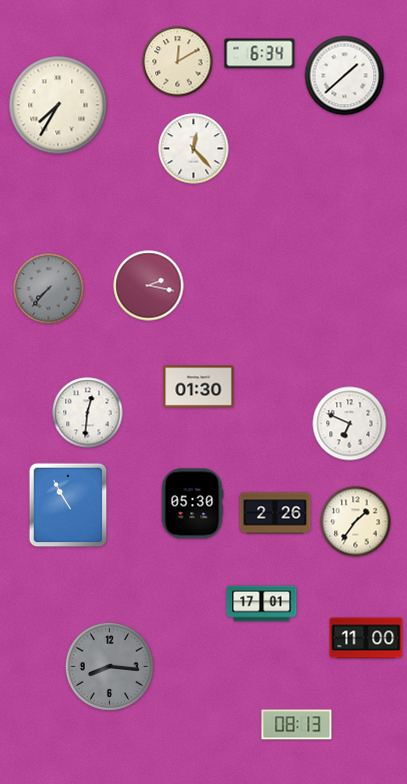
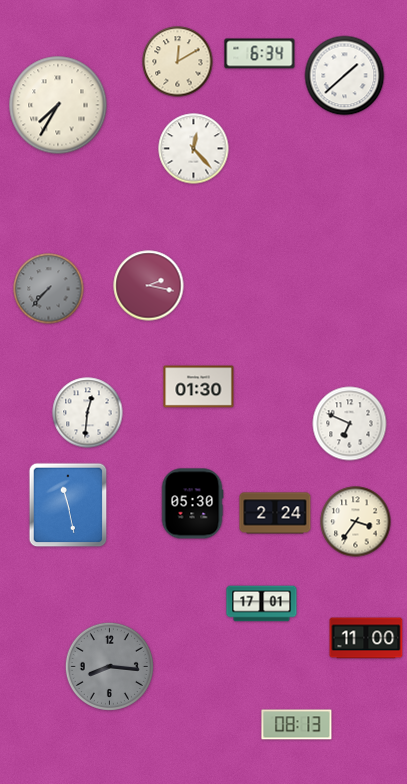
clock at (68, 505): 10:55 -> 11:28
clock at (275, 513): 2:26 -> 2:24
clock at (356, 522): 1:36 -> 3:36
